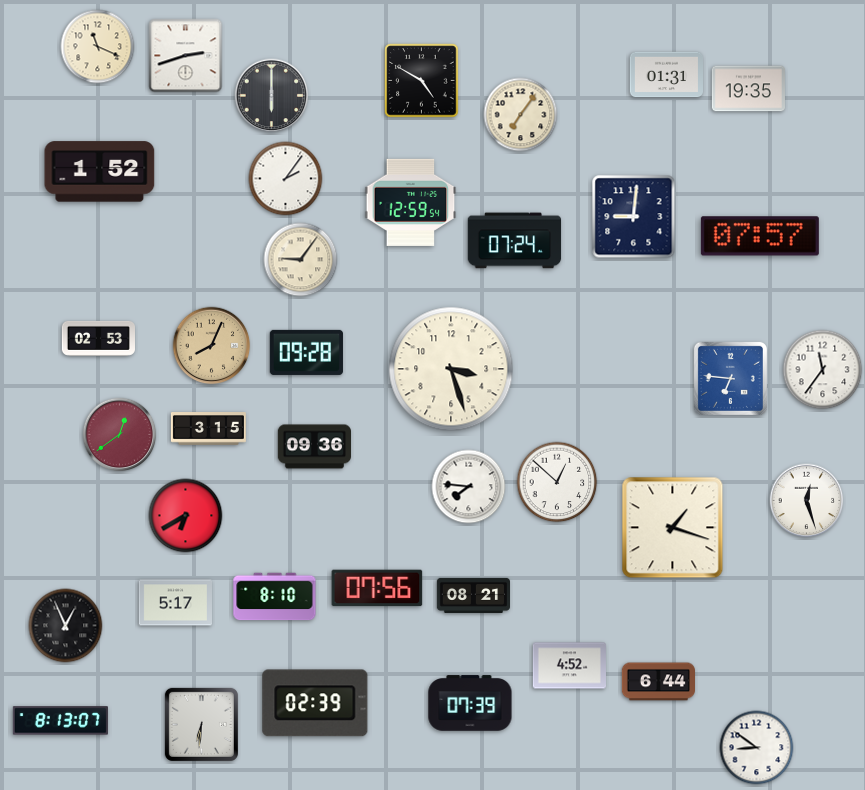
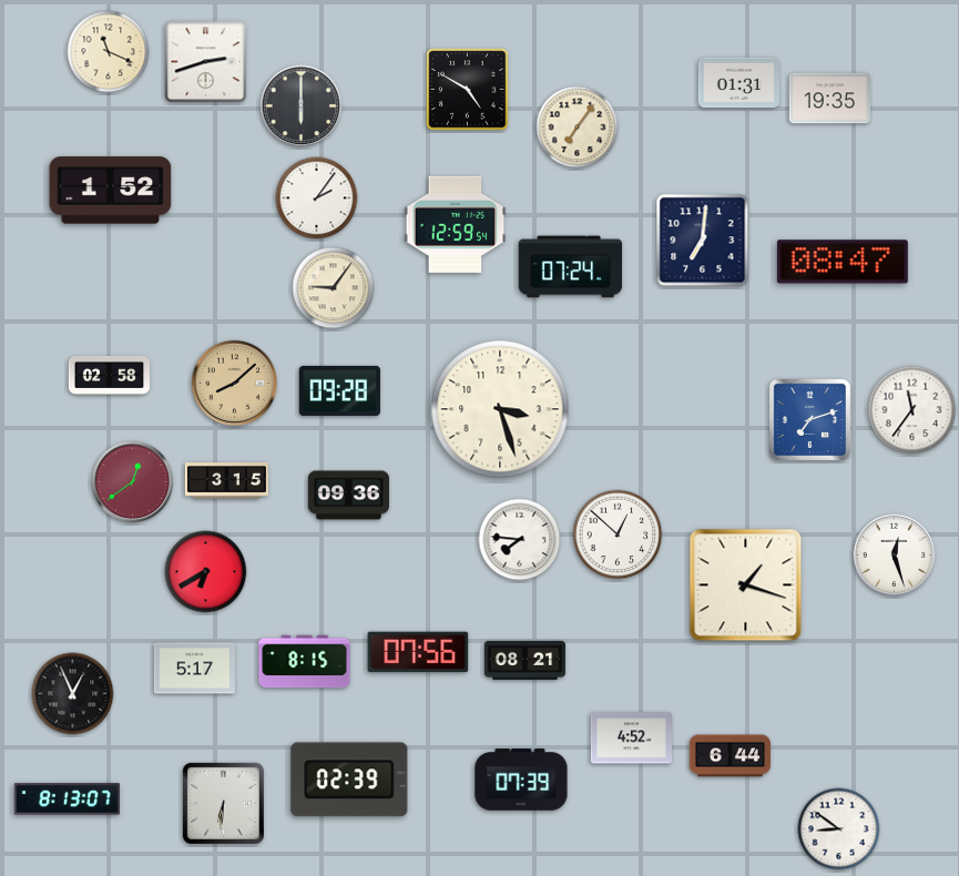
clock at (634, 217): 9:01 -> 7:01
clock at (760, 236): 07:57 -> 08:47
clock at (98, 338): 02:53 -> 02:58
clock at (212, 346): 8:04 -> 8:08
clock at (730, 378): 6:46 -> 7:12
clock at (208, 429) position: (208, 429) -> (226, 481)
clock at (275, 597): 8:10 -> 8:15
